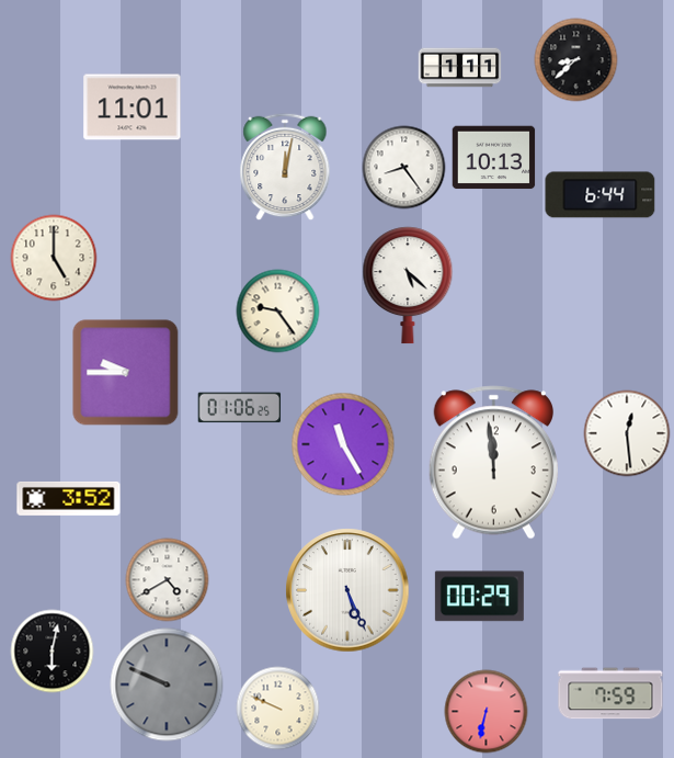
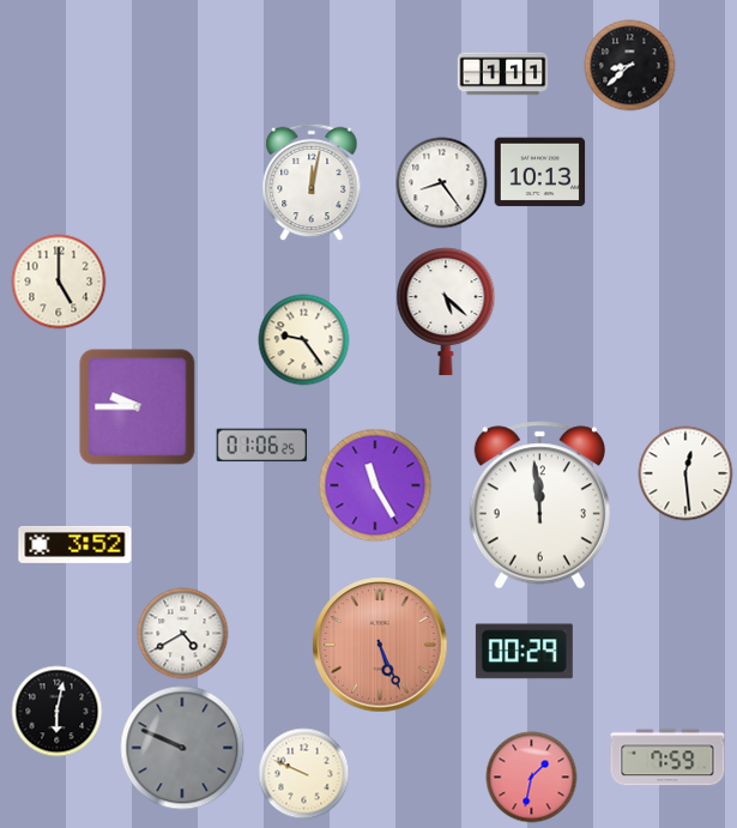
clock at (133, 108): 11:01 -> none
clock at (601, 195): 6:44 -> none
clock at (347, 590) dial: white -> salmon
clock at (487, 712): 6:32 -> 1:32
